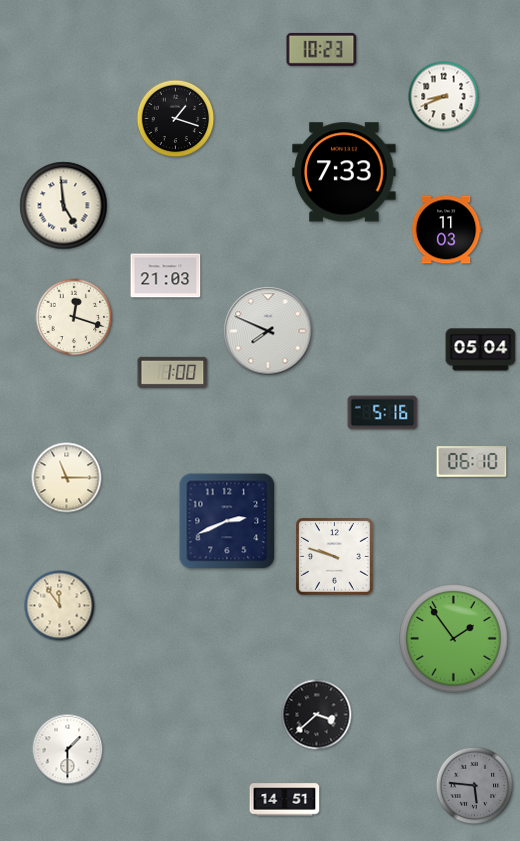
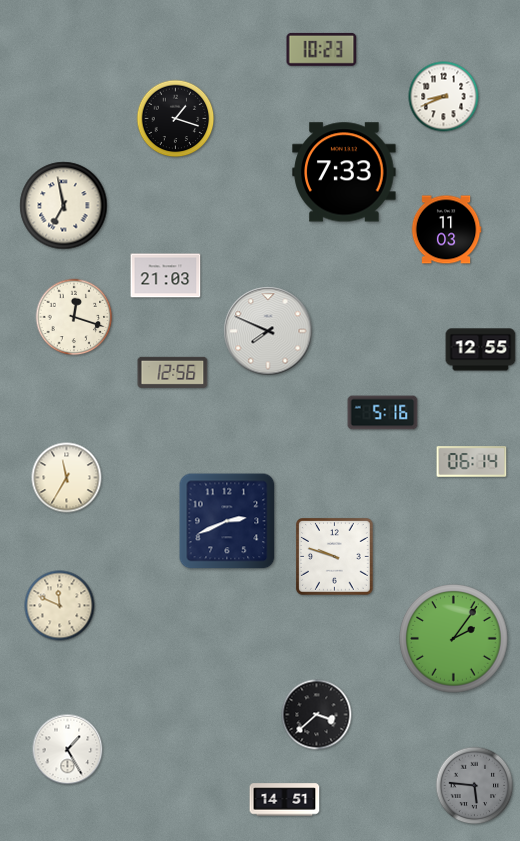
clock at (64, 206): 4:59 -> 6:58
clock at (481, 350): 05:04 -> 12:55
clock at (173, 372): 1:00 -> 12:56
clock at (472, 462): 06:10 -> 06:14
clock at (67, 478): 11:15 -> 11:35
clock at (60, 606): 11:54 -> 11:49
clock at (454, 639): 1:54 -> 2:06
clock at (68, 750): 1:30 -> 1:25
